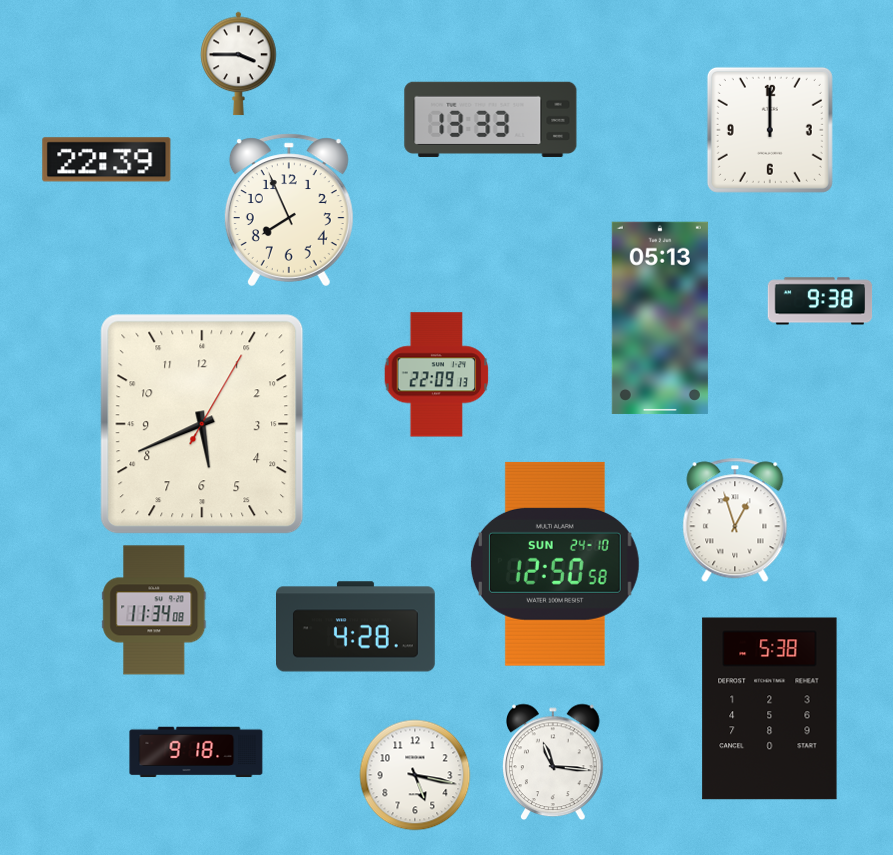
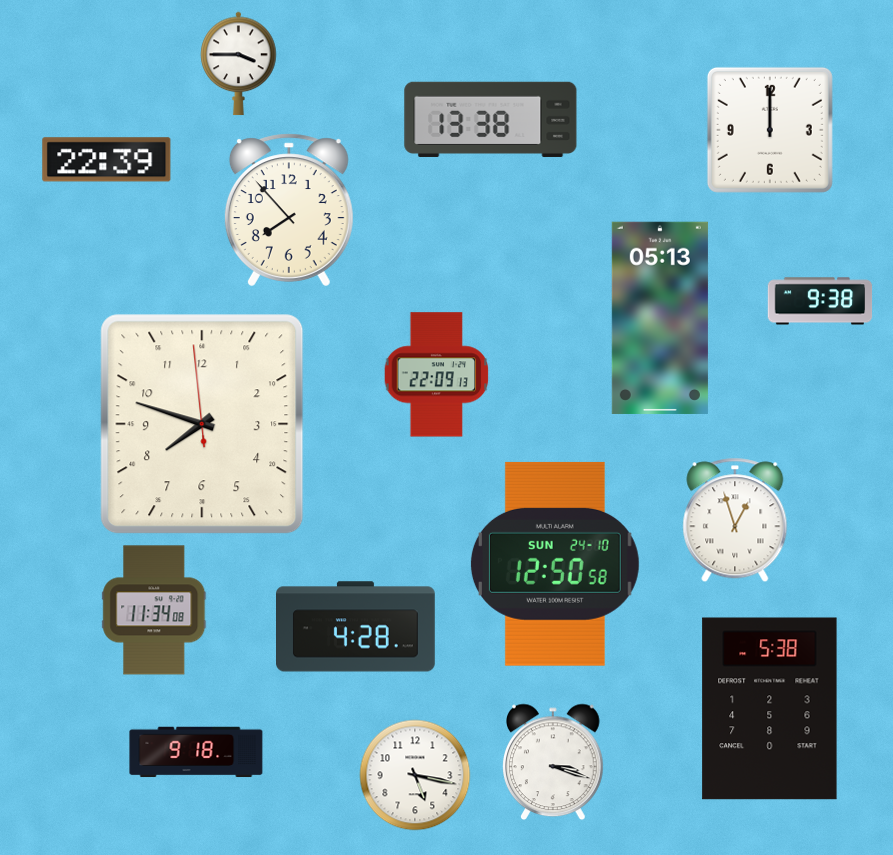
clock at (491, 119): 13:33 -> 13:38
clock at (289, 210): 7:56 -> 7:53
clock at (202, 424): 5:41 -> 7:47
clock at (554, 762): 11:16 -> 3:18
